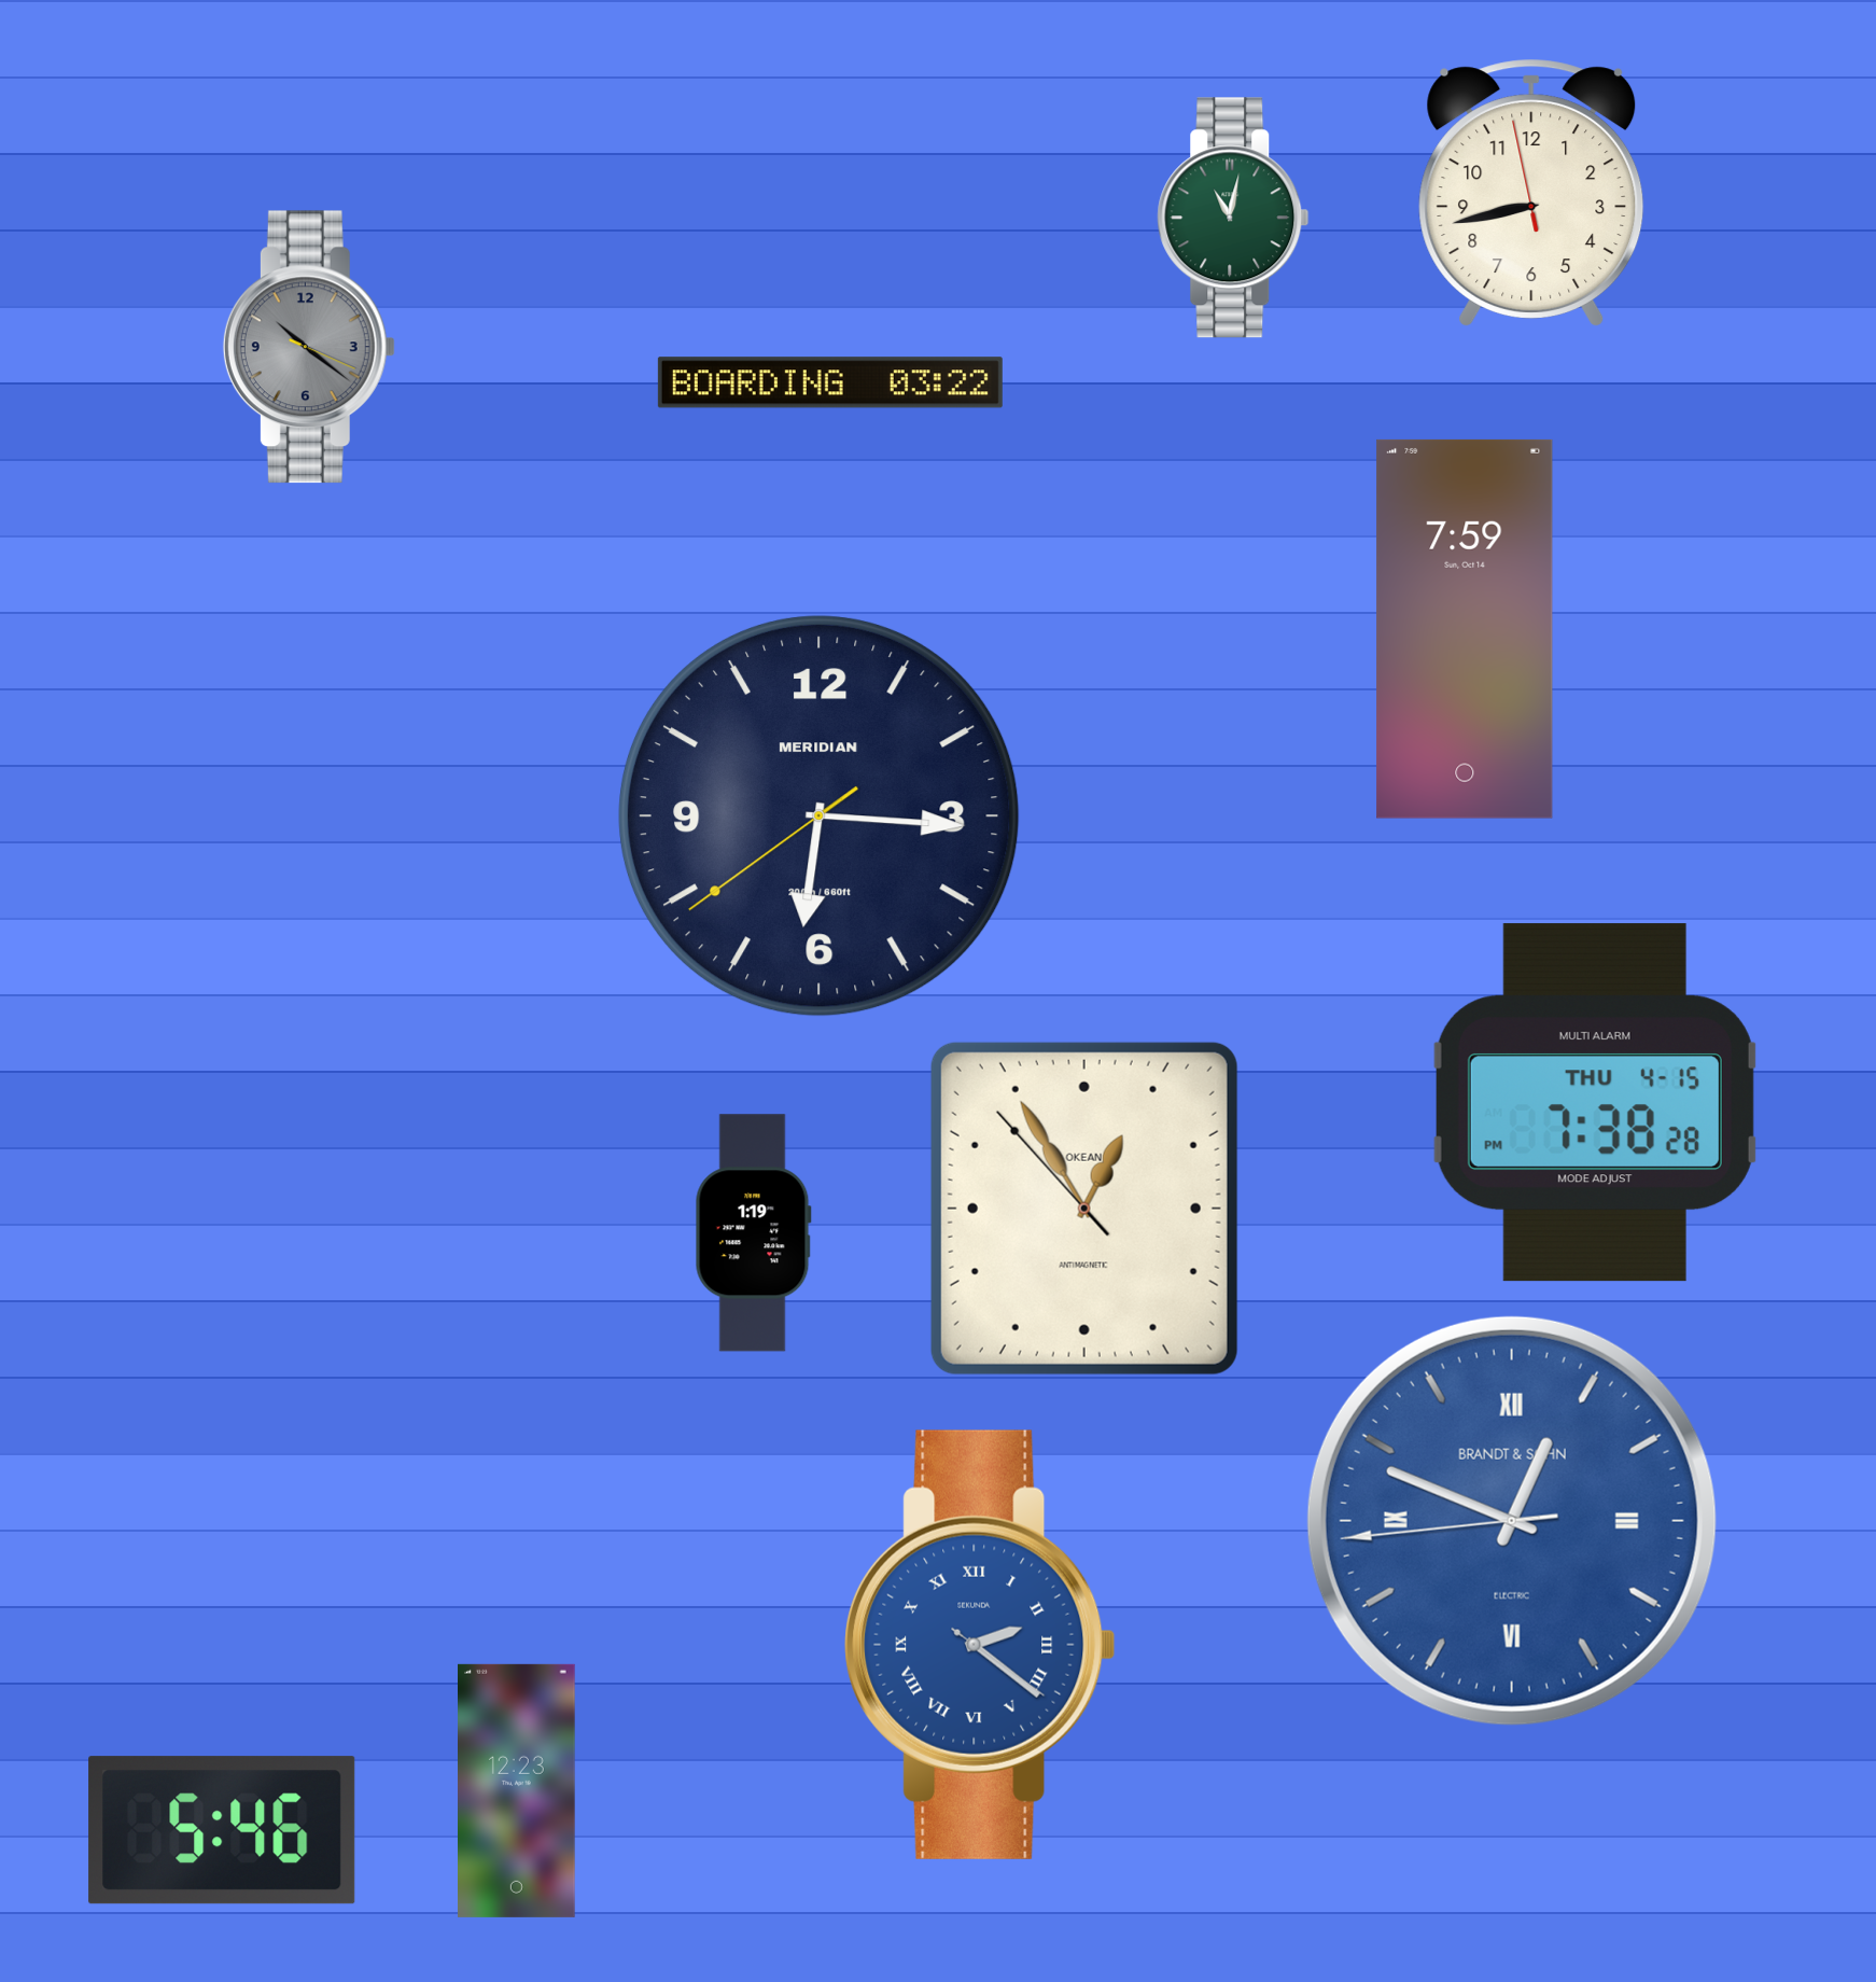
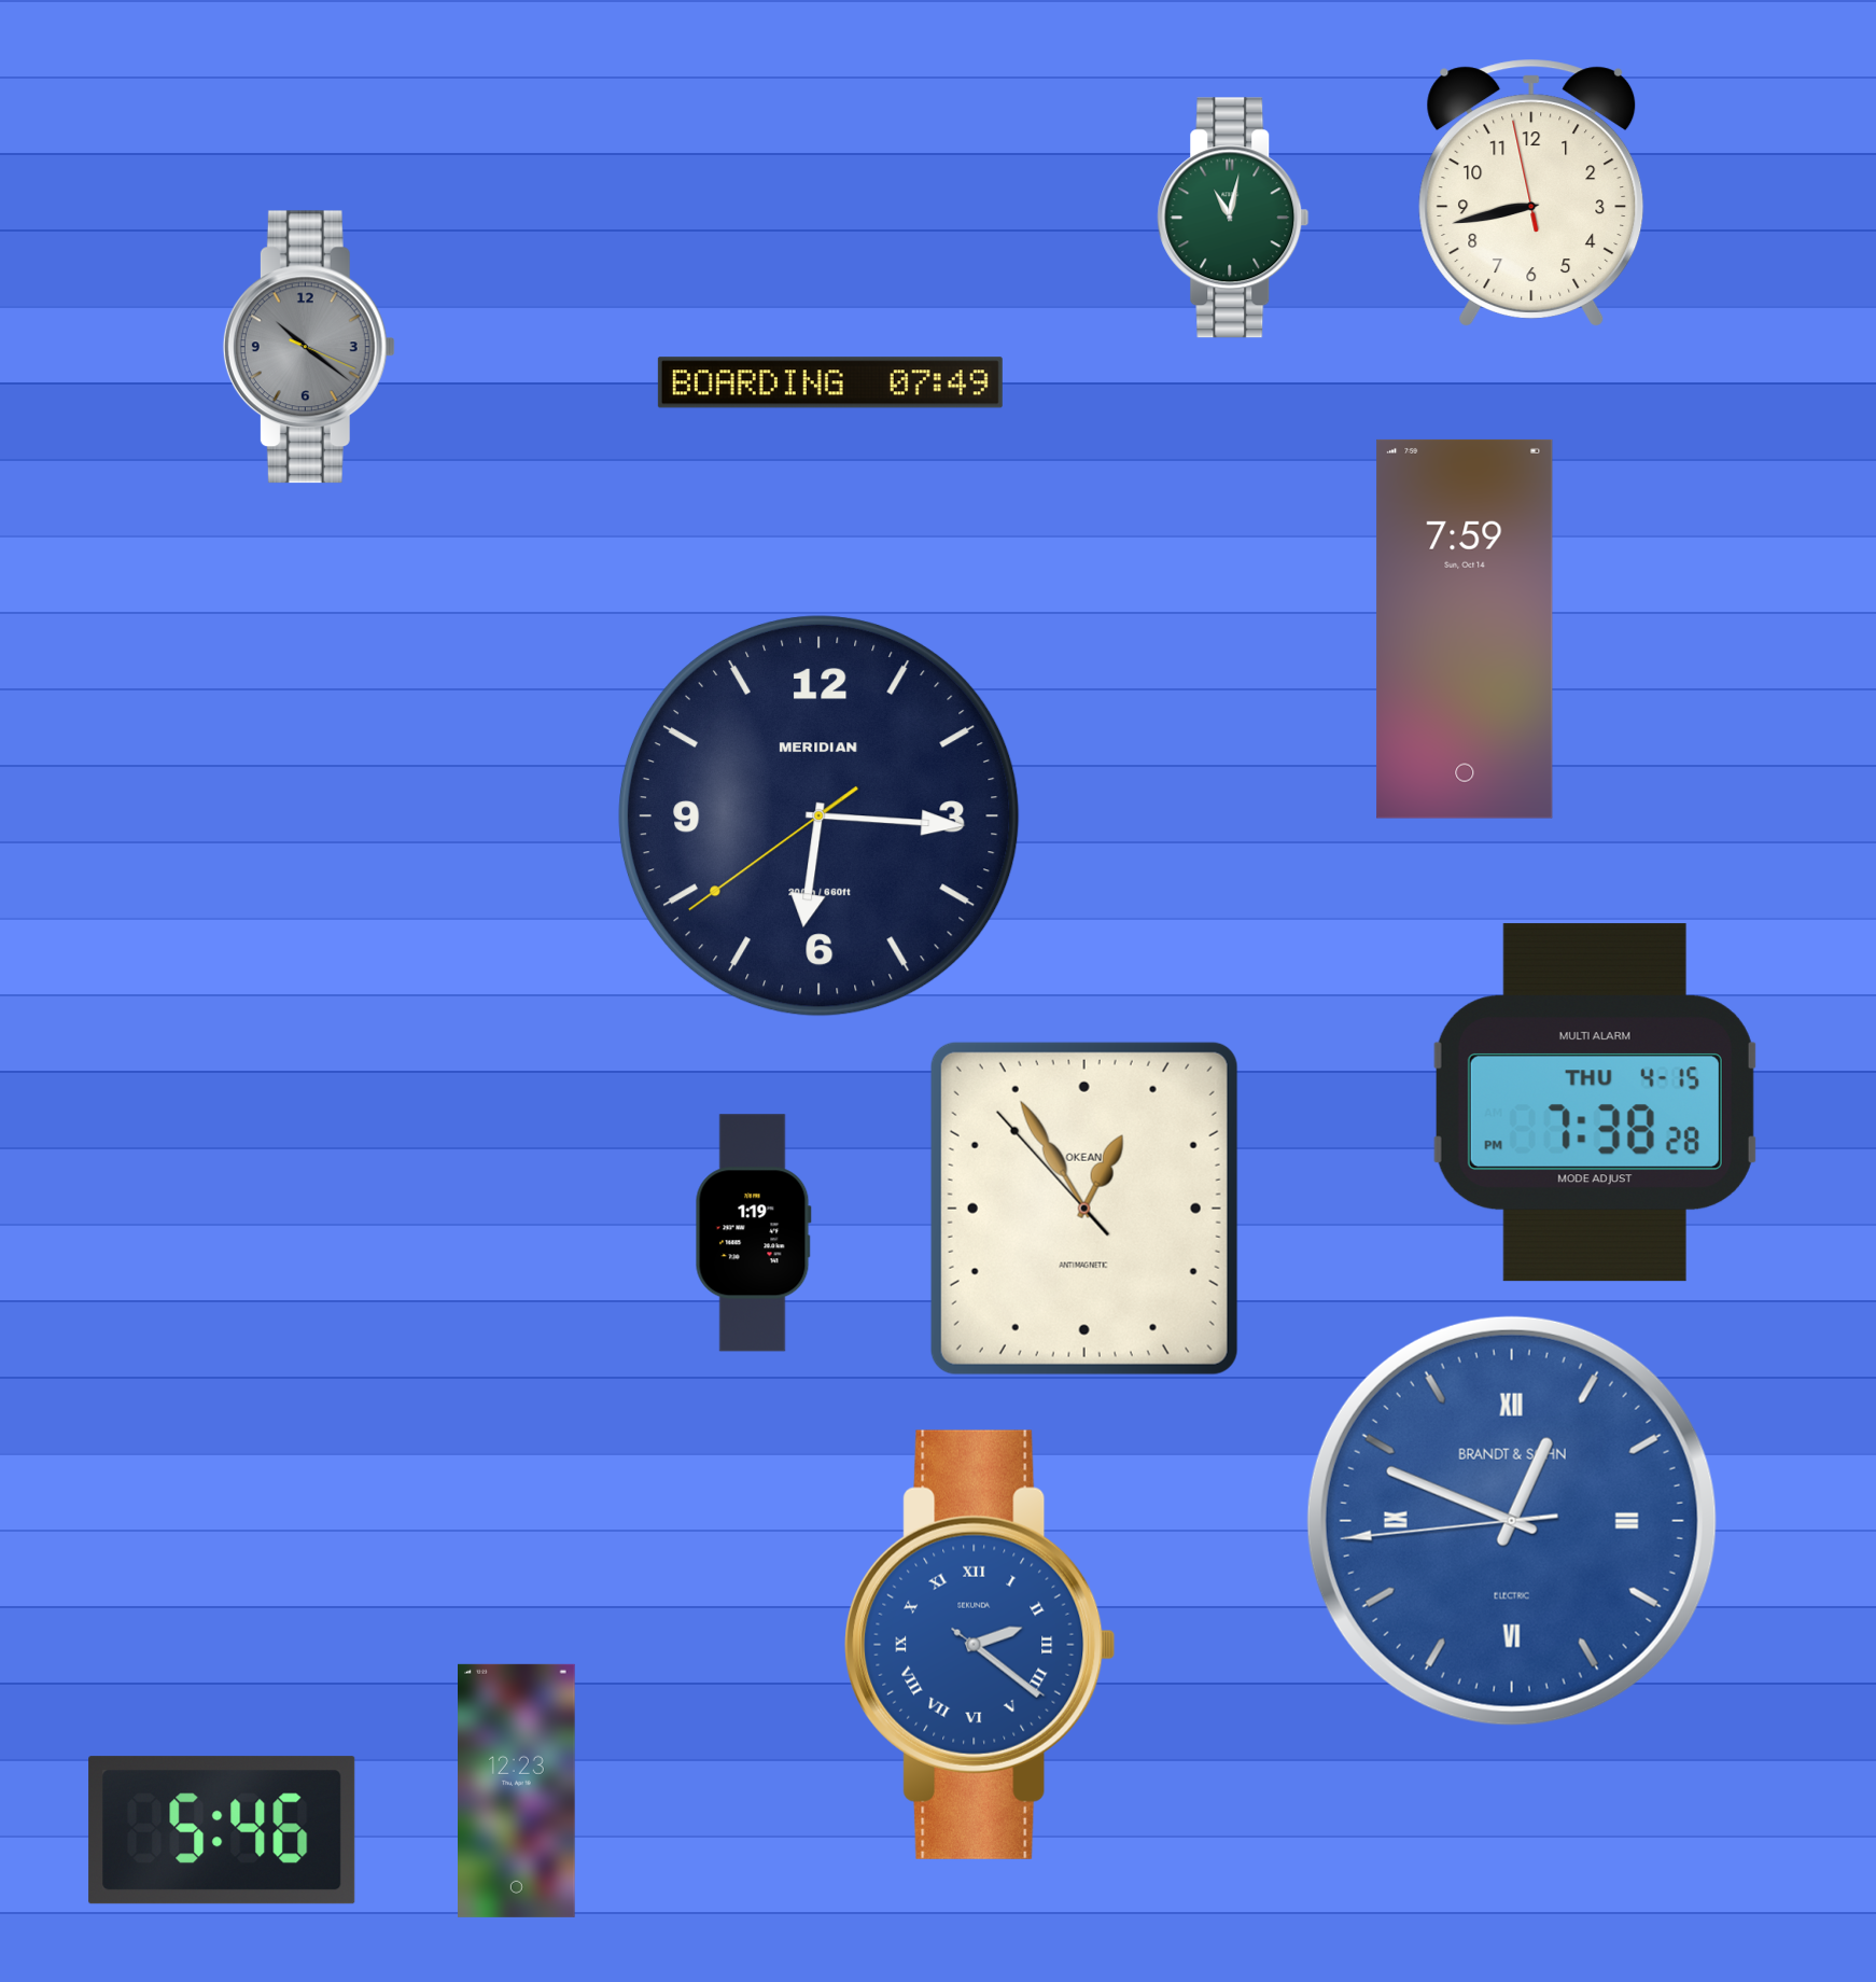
clock at (830, 382): 03:22 -> 07:49
